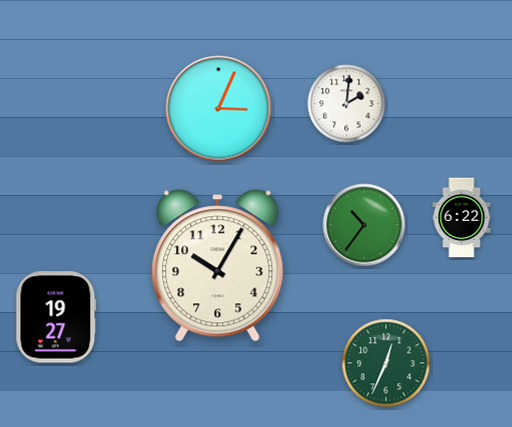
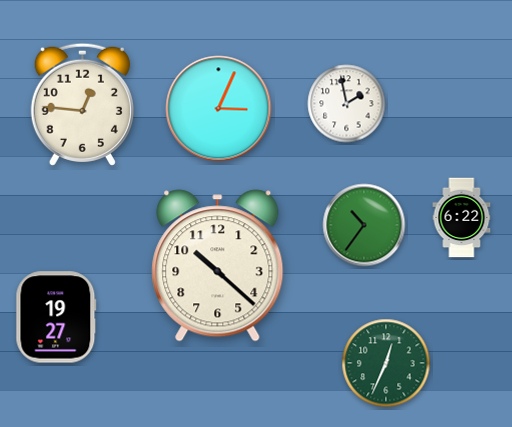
clock at (82, 104): none -> 12:46
clock at (347, 104): 2:01 -> 1:58
clock at (218, 266): 10:05 -> 10:22
